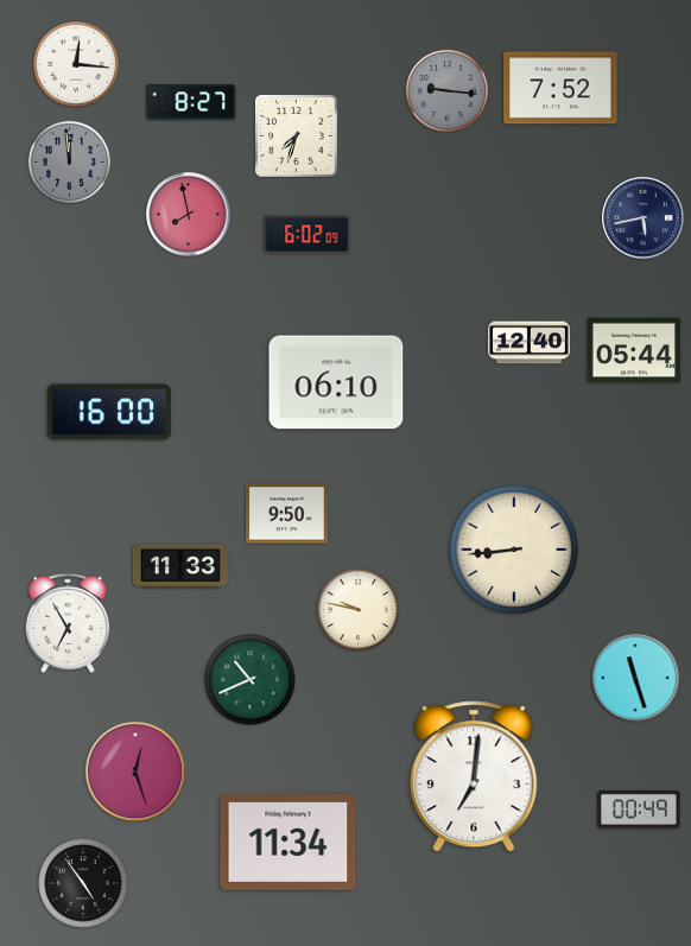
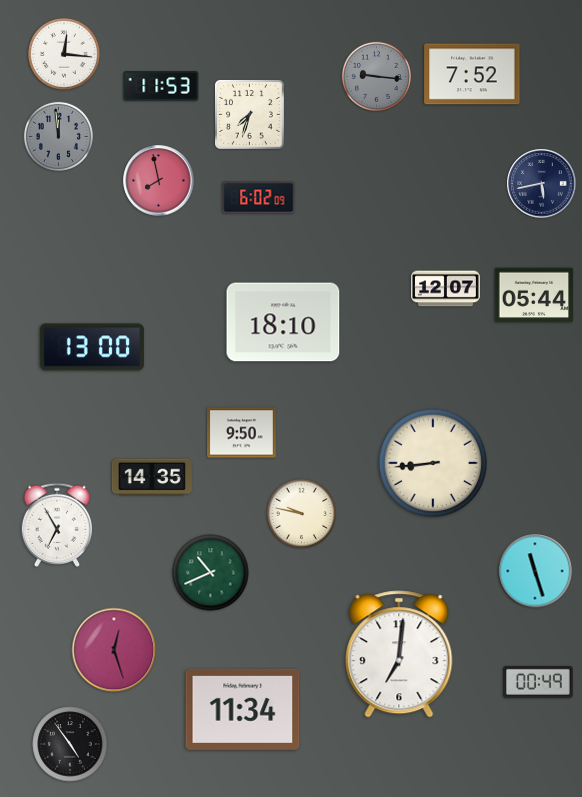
clock at (191, 102): 8:27 -> 11:53
clock at (530, 343): 12:40 -> 12:07
clock at (336, 382): 06:10 -> 18:10
clock at (109, 412): 16:00 -> 13:00
clock at (180, 566): 11:33 -> 14:35
